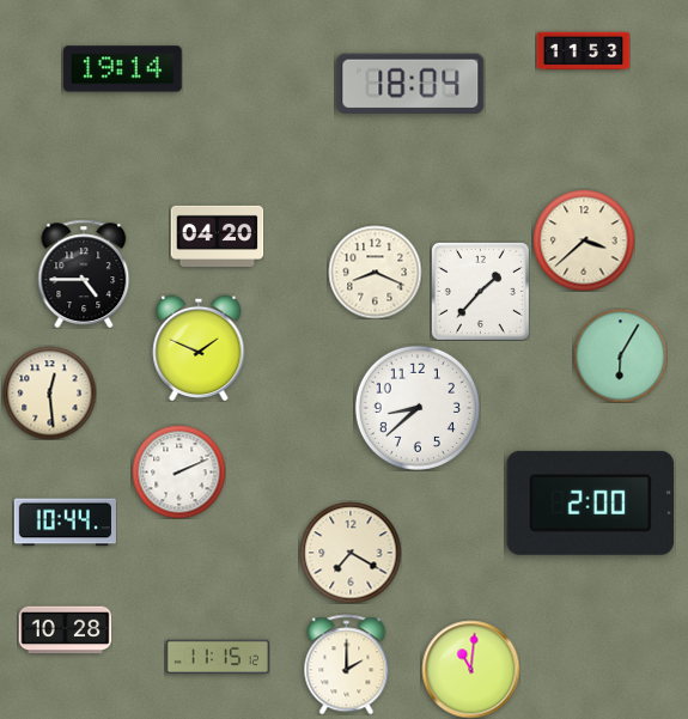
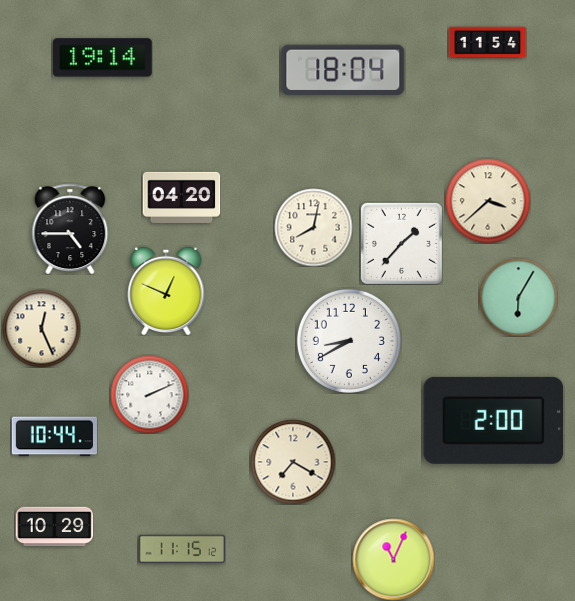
clock at (583, 51): 11:53 -> 11:54
clock at (375, 272): 8:19 -> 8:02
clock at (199, 348): 1:49 -> 12:49
clock at (49, 392): 12:29 -> 12:26
clock at (418, 408): 8:38 -> 8:40
clock at (65, 630): 10:28 -> 10:29
clock at (347, 664): 2:00 -> none
clock at (470, 669): 11:01 -> 11:04
